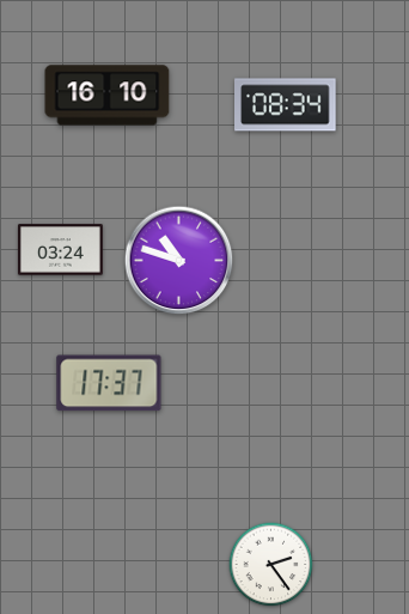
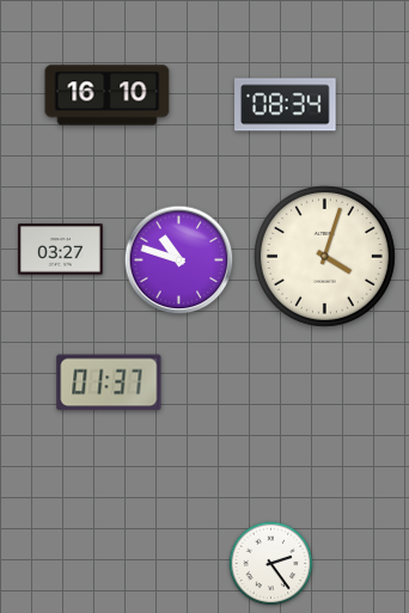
clock at (61, 250): 03:24 -> 03:27
clock at (324, 256): none -> 4:03
clock at (109, 383): 17:37 -> 01:37
